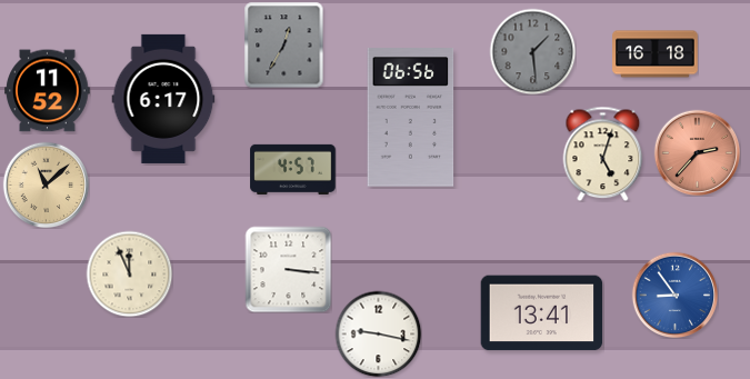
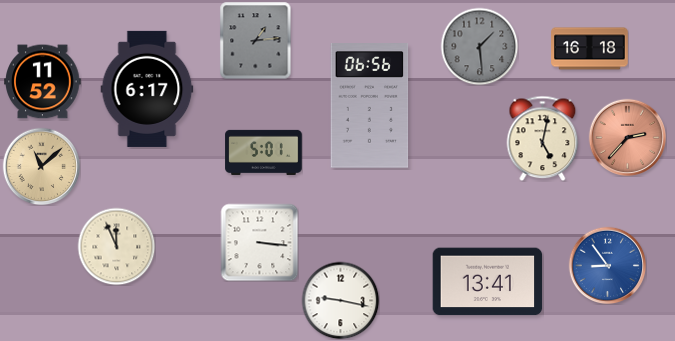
clock at (284, 44): 12:35 -> 1:14
clock at (603, 153): 5:03 -> 5:02
clock at (293, 169): 4:57 -> 5:01
